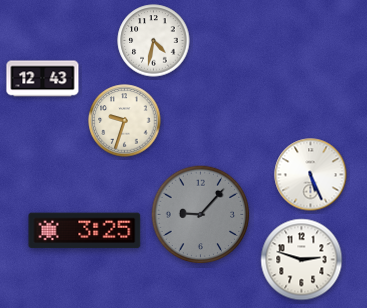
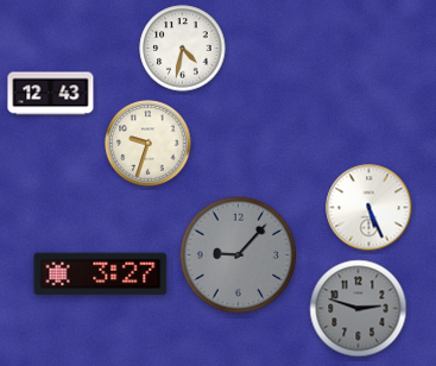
clock at (85, 231): 3:25 -> 3:27
clock at (302, 260) dial: white -> grey
